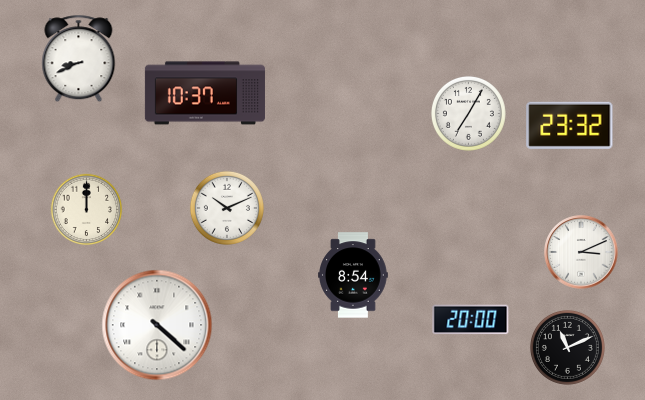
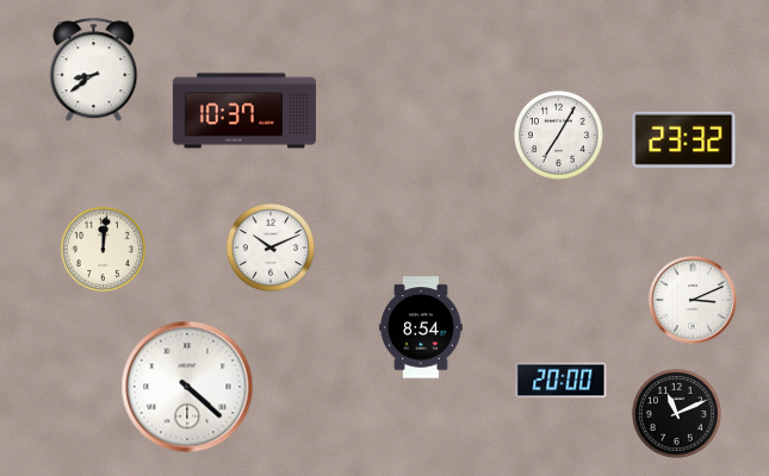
clock at (79, 59): 8:41 -> 8:39
clock at (570, 125) position: (570, 125) -> (684, 139)
clock at (87, 210): 12:00 -> 12:01
